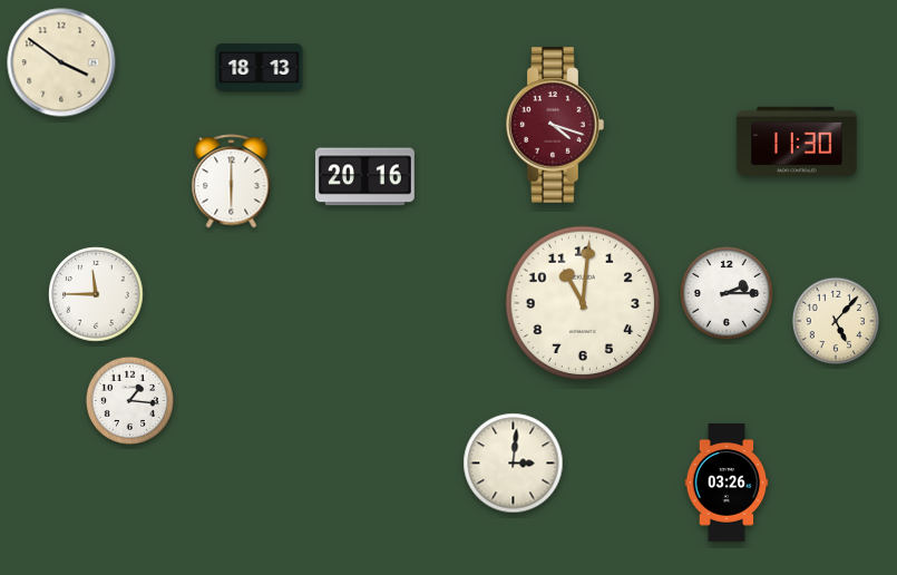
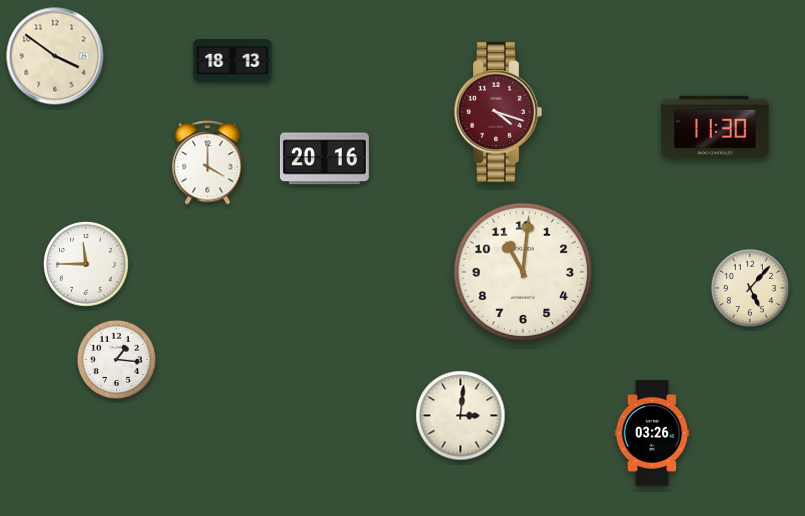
clock at (364, 177) position: (364, 177) -> (324, 159)
clock at (232, 182): 6:00 -> 4:00
clock at (728, 294): 2:15 -> none
